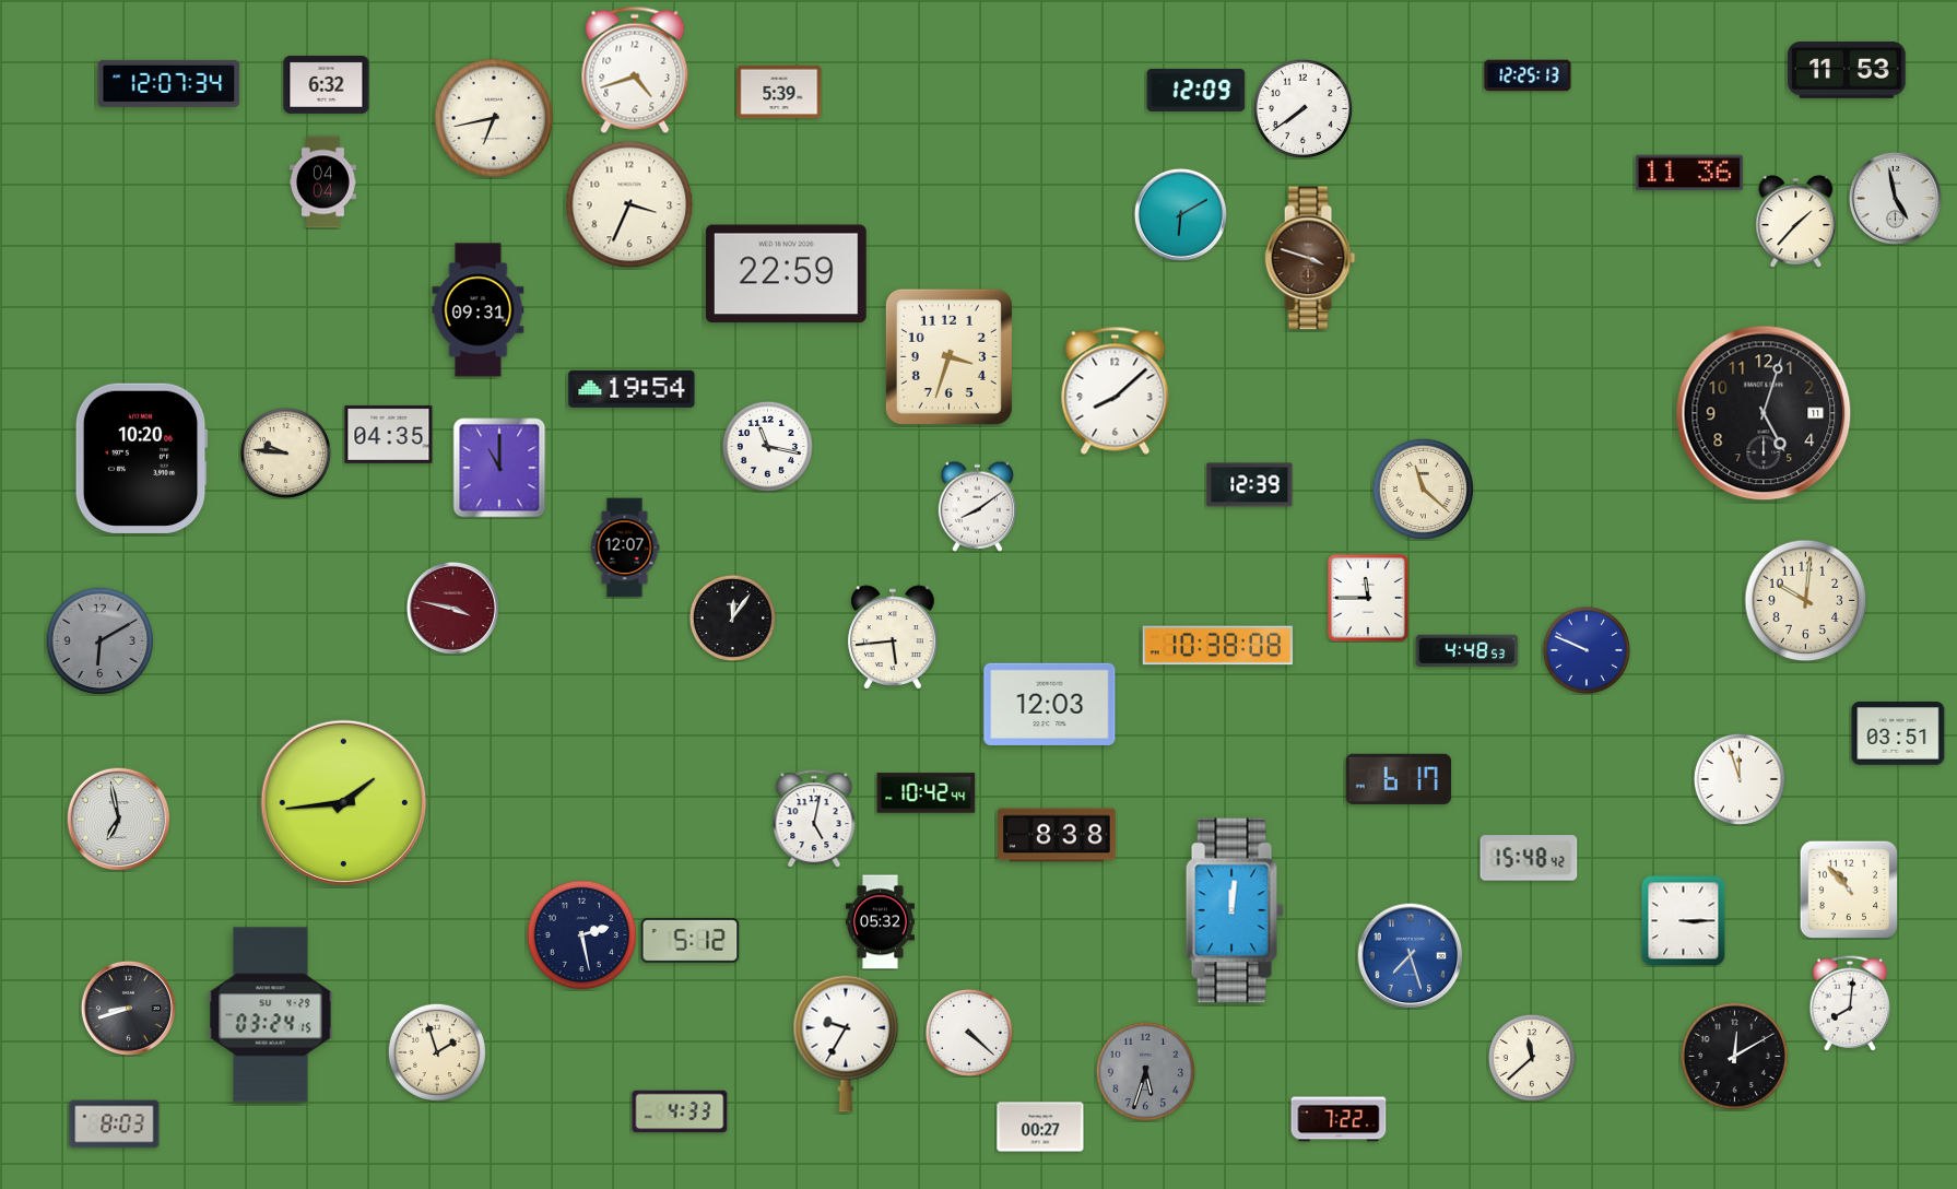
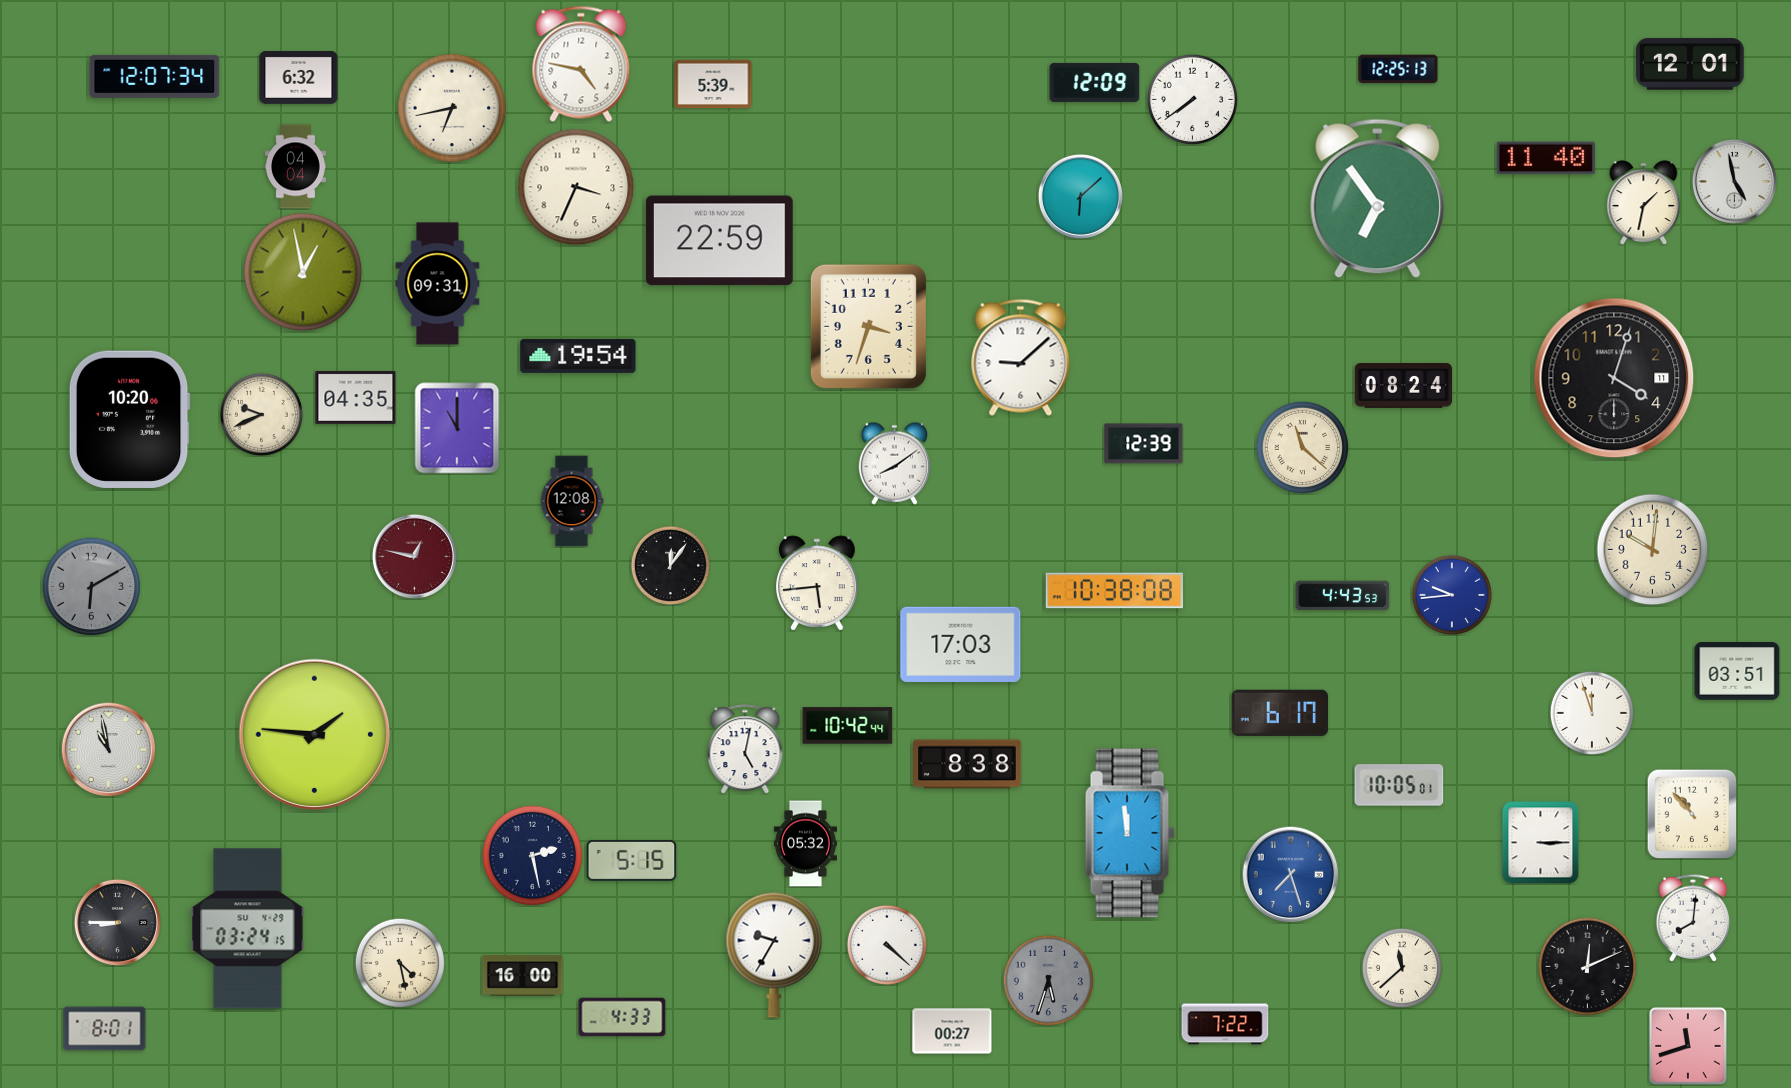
clock at (635, 70): 4:42 -> 4:47
clock at (1847, 70): 11:53 -> 12:01
clock at (1689, 173): 11:36 -> 11:40
clock at (1180, 214): 6:10 -> 6:08
clock at (1378, 199): none -> 6:54
clock at (1796, 221): 1:37 -> 1:32
clock at (1310, 258): 3:48 -> none
clock at (786, 274) position: (786, 274) -> (719, 241)
clock at (303, 272): none -> 12:58
clock at (1116, 390): 8:08 -> 9:08
clock at (1764, 413): 5:03 -> 4:03
clock at (1403, 386): none -> 08:24
clock at (767, 446): 11:17 -> none
clock at (285, 452): 9:46 -> 9:41
clock at (625, 548): 12:07 -> 12:08
clock at (1368, 598): 11:45 -> none
clock at (452, 608): 3:47 -> 12:47
clock at (1587, 650): 9:49 -> 9:44
clock at (1467, 651): 4:48 -> 4:43
clock at (1050, 704): 12:03 -> 17:03
clock at (343, 802): 1:44 -> 1:46
clock at (118, 819): 6:58 -> 10:58
clock at (1529, 858): 15:48 -> 10:05
clock at (1235, 910): 12:01 -> 11:59
clock at (691, 940): 5:12 -> 5:15
clock at (128, 1008): 8:42 -> 8:45
clock at (437, 1052): 1:57 -> 4:28
clock at (1735, 1057): 12:10 -> 12:11
clock at (523, 976): none -> 16:00
clock at (115, 1125): 8:03 -> 8:01
clock at (1689, 1047): none -> 11:42
